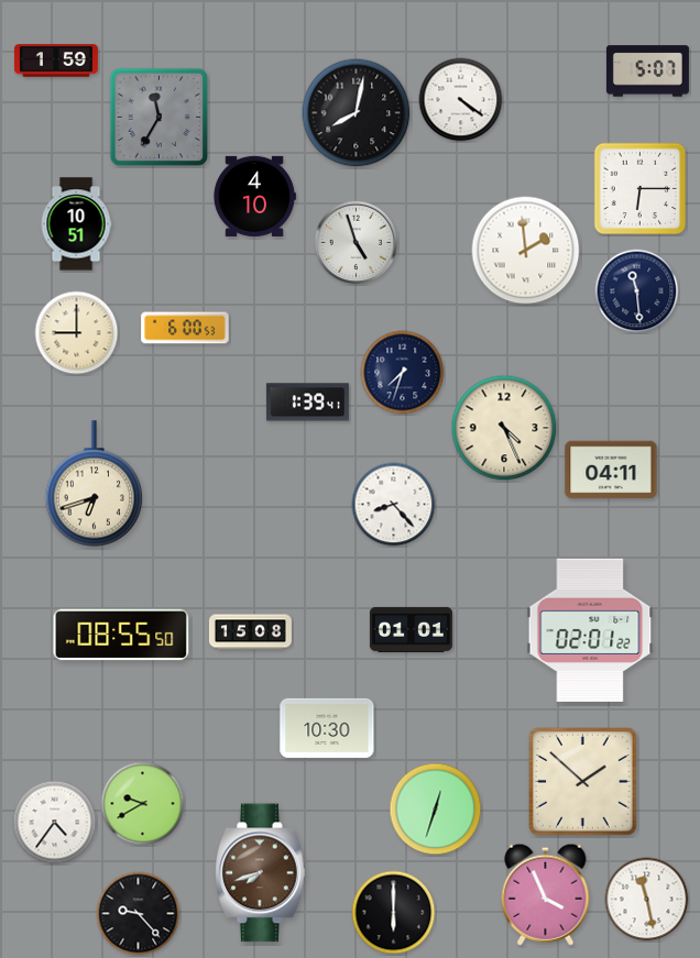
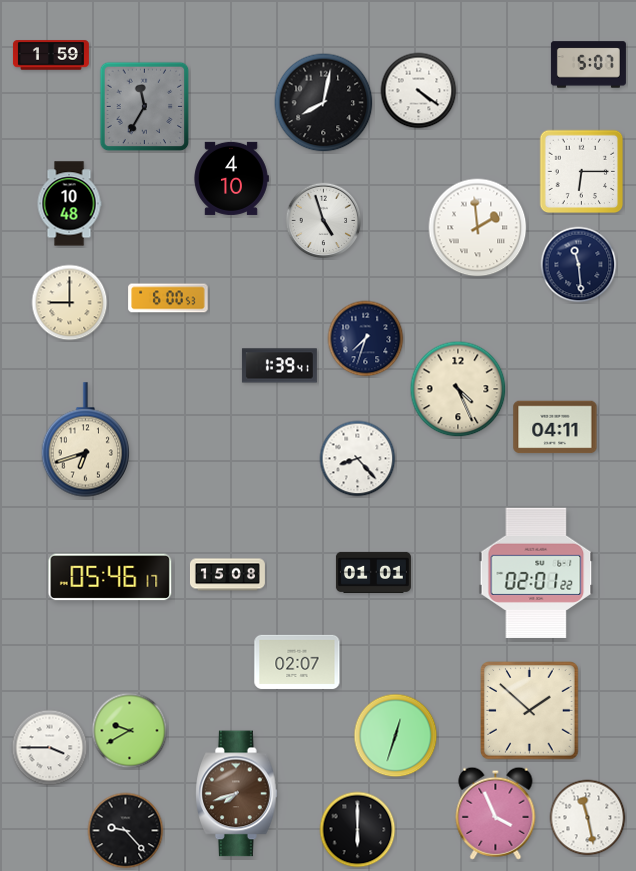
clock at (76, 224): 10:51 -> 10:48
clock at (121, 635): 08:55 -> 05:46
clock at (327, 728): 10:30 -> 02:07
clock at (55, 823): 4:36 -> 3:45
